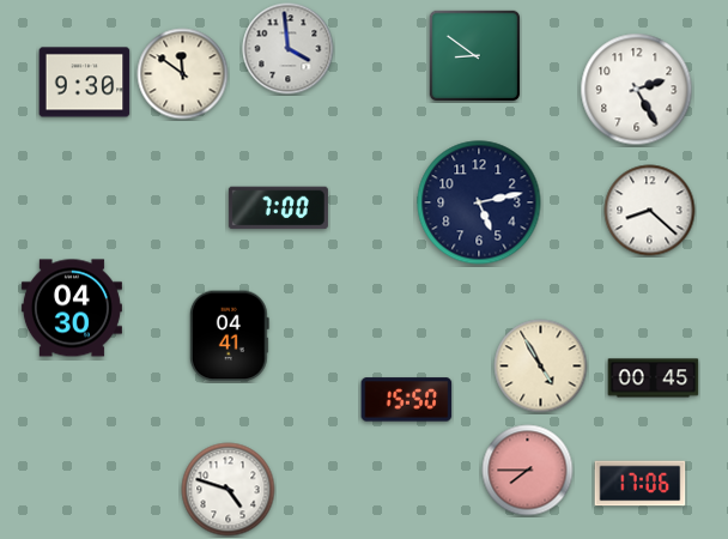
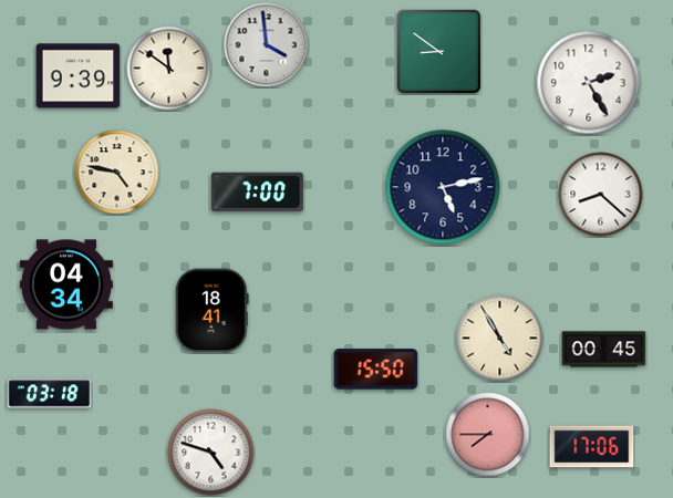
clock at (85, 83): 9:30 -> 9:39
clock at (117, 173): none -> 4:47
clock at (72, 308): 04:30 -> 04:34
clock at (229, 337): 04:41 -> 18:41
clock at (50, 394): none -> 03:18
